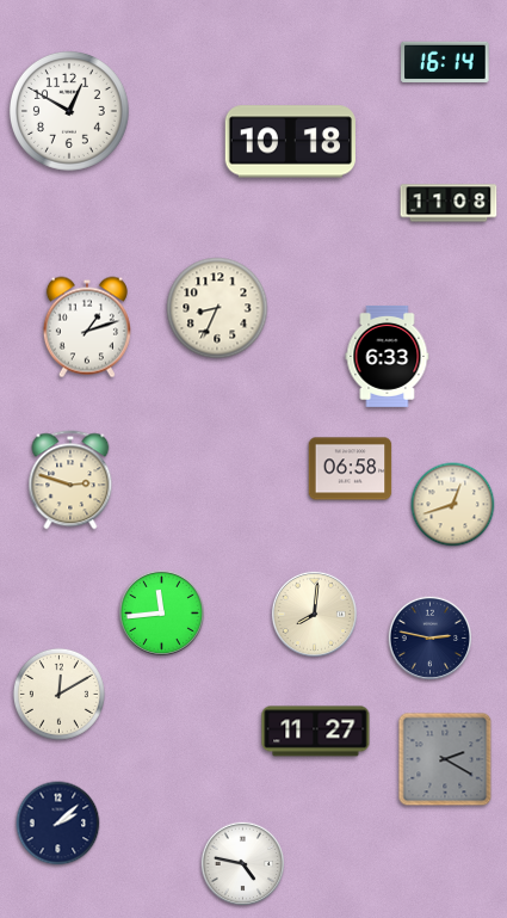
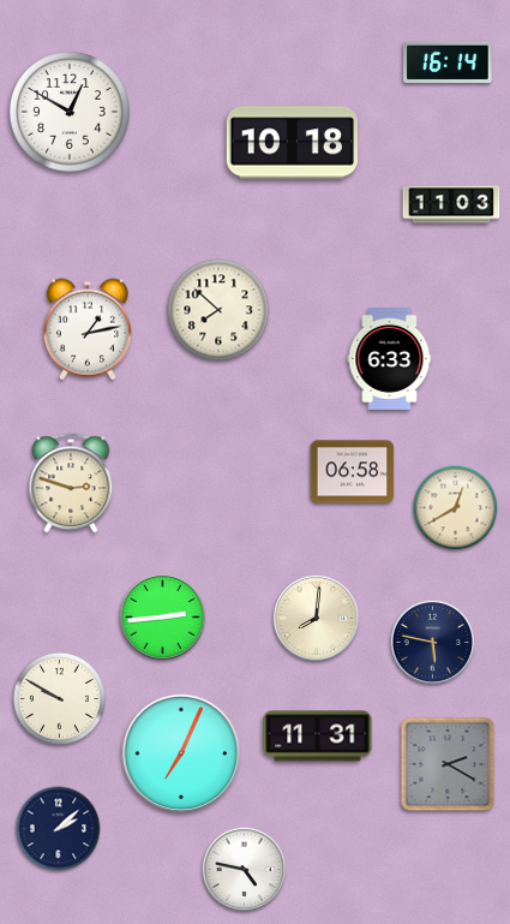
clock at (449, 203): 11:08 -> 11:03
clock at (217, 308): 8:34 -> 7:52
clock at (87, 327): 1:12 -> 1:13
clock at (453, 505): 12:42 -> 12:40
clock at (161, 612): 11:44 -> 2:44
clock at (431, 639): 2:47 -> 5:47
clock at (58, 694): 12:10 -> 9:50
clock at (316, 732): 11:27 -> 11:31
clock at (180, 752): none -> 7:04
